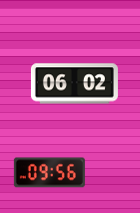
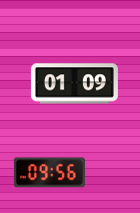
clock at (74, 84): 06:02 -> 01:09
